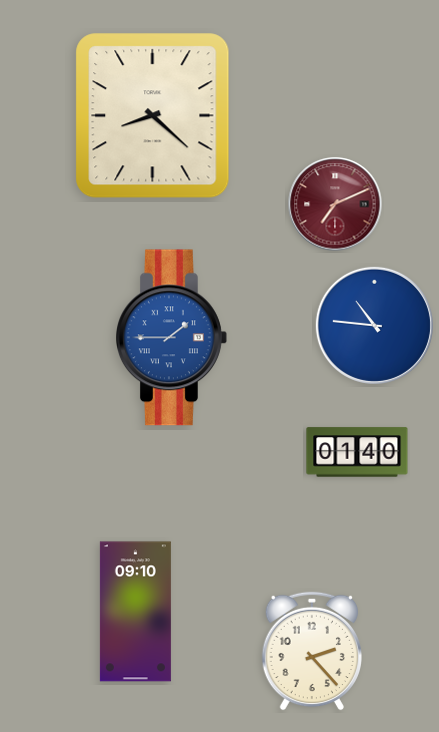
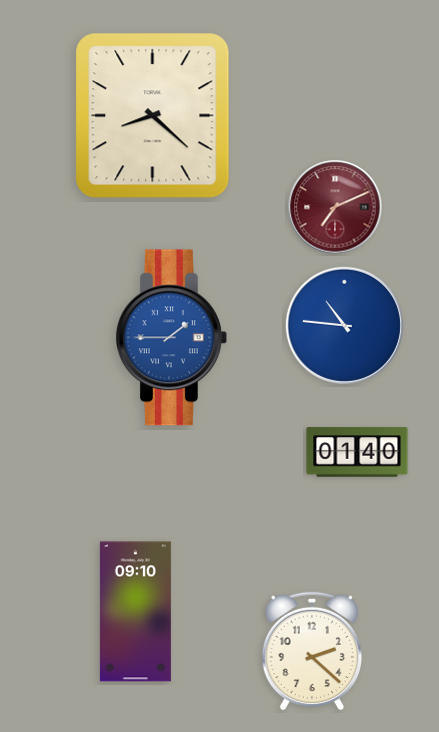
clock at (335, 204) position: (335, 204) -> (335, 207)
clock at (374, 325) position: (374, 325) -> (344, 325)
clock at (311, 651): 2:23 -> 2:22
